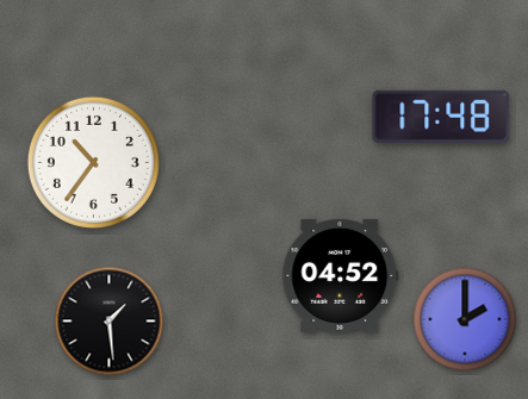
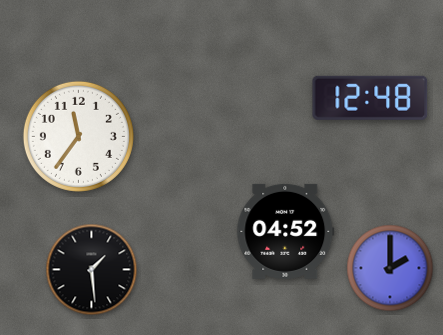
clock at (441, 117): 17:48 -> 12:48
clock at (93, 162): 10:36 -> 11:36
